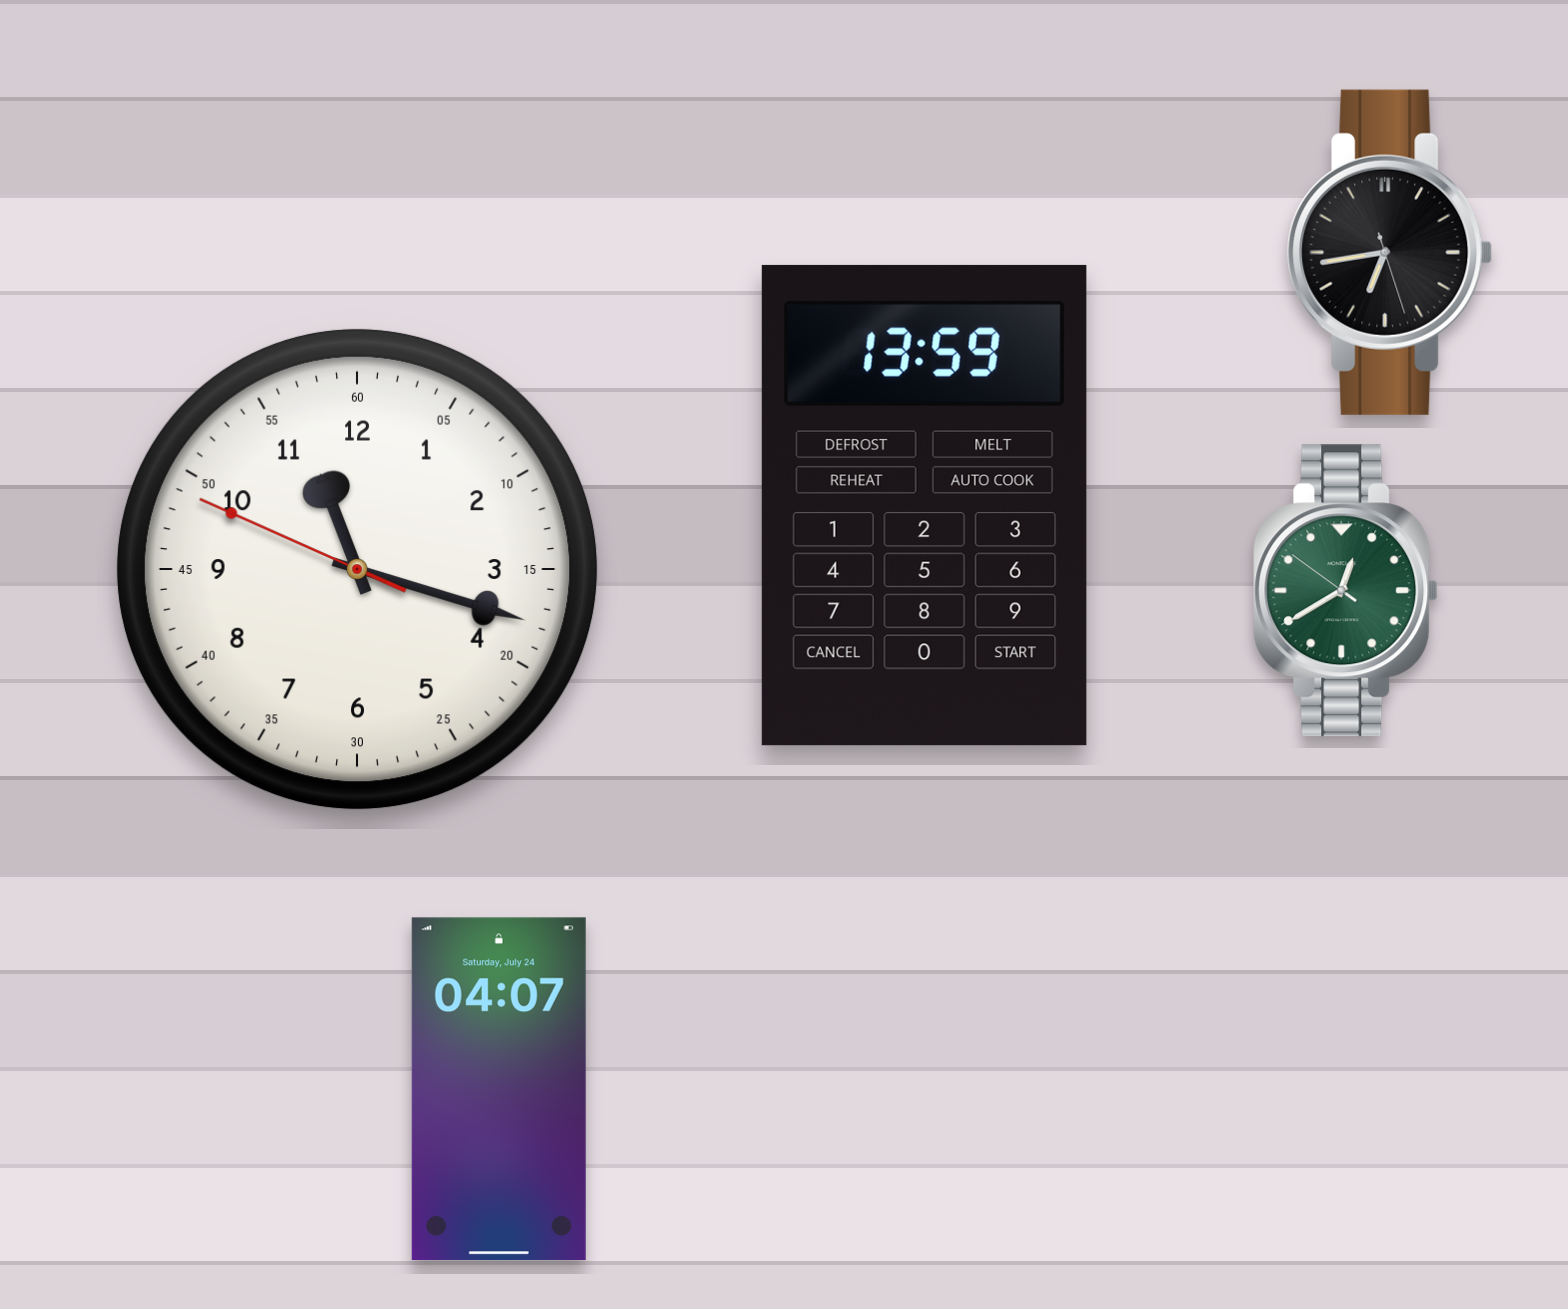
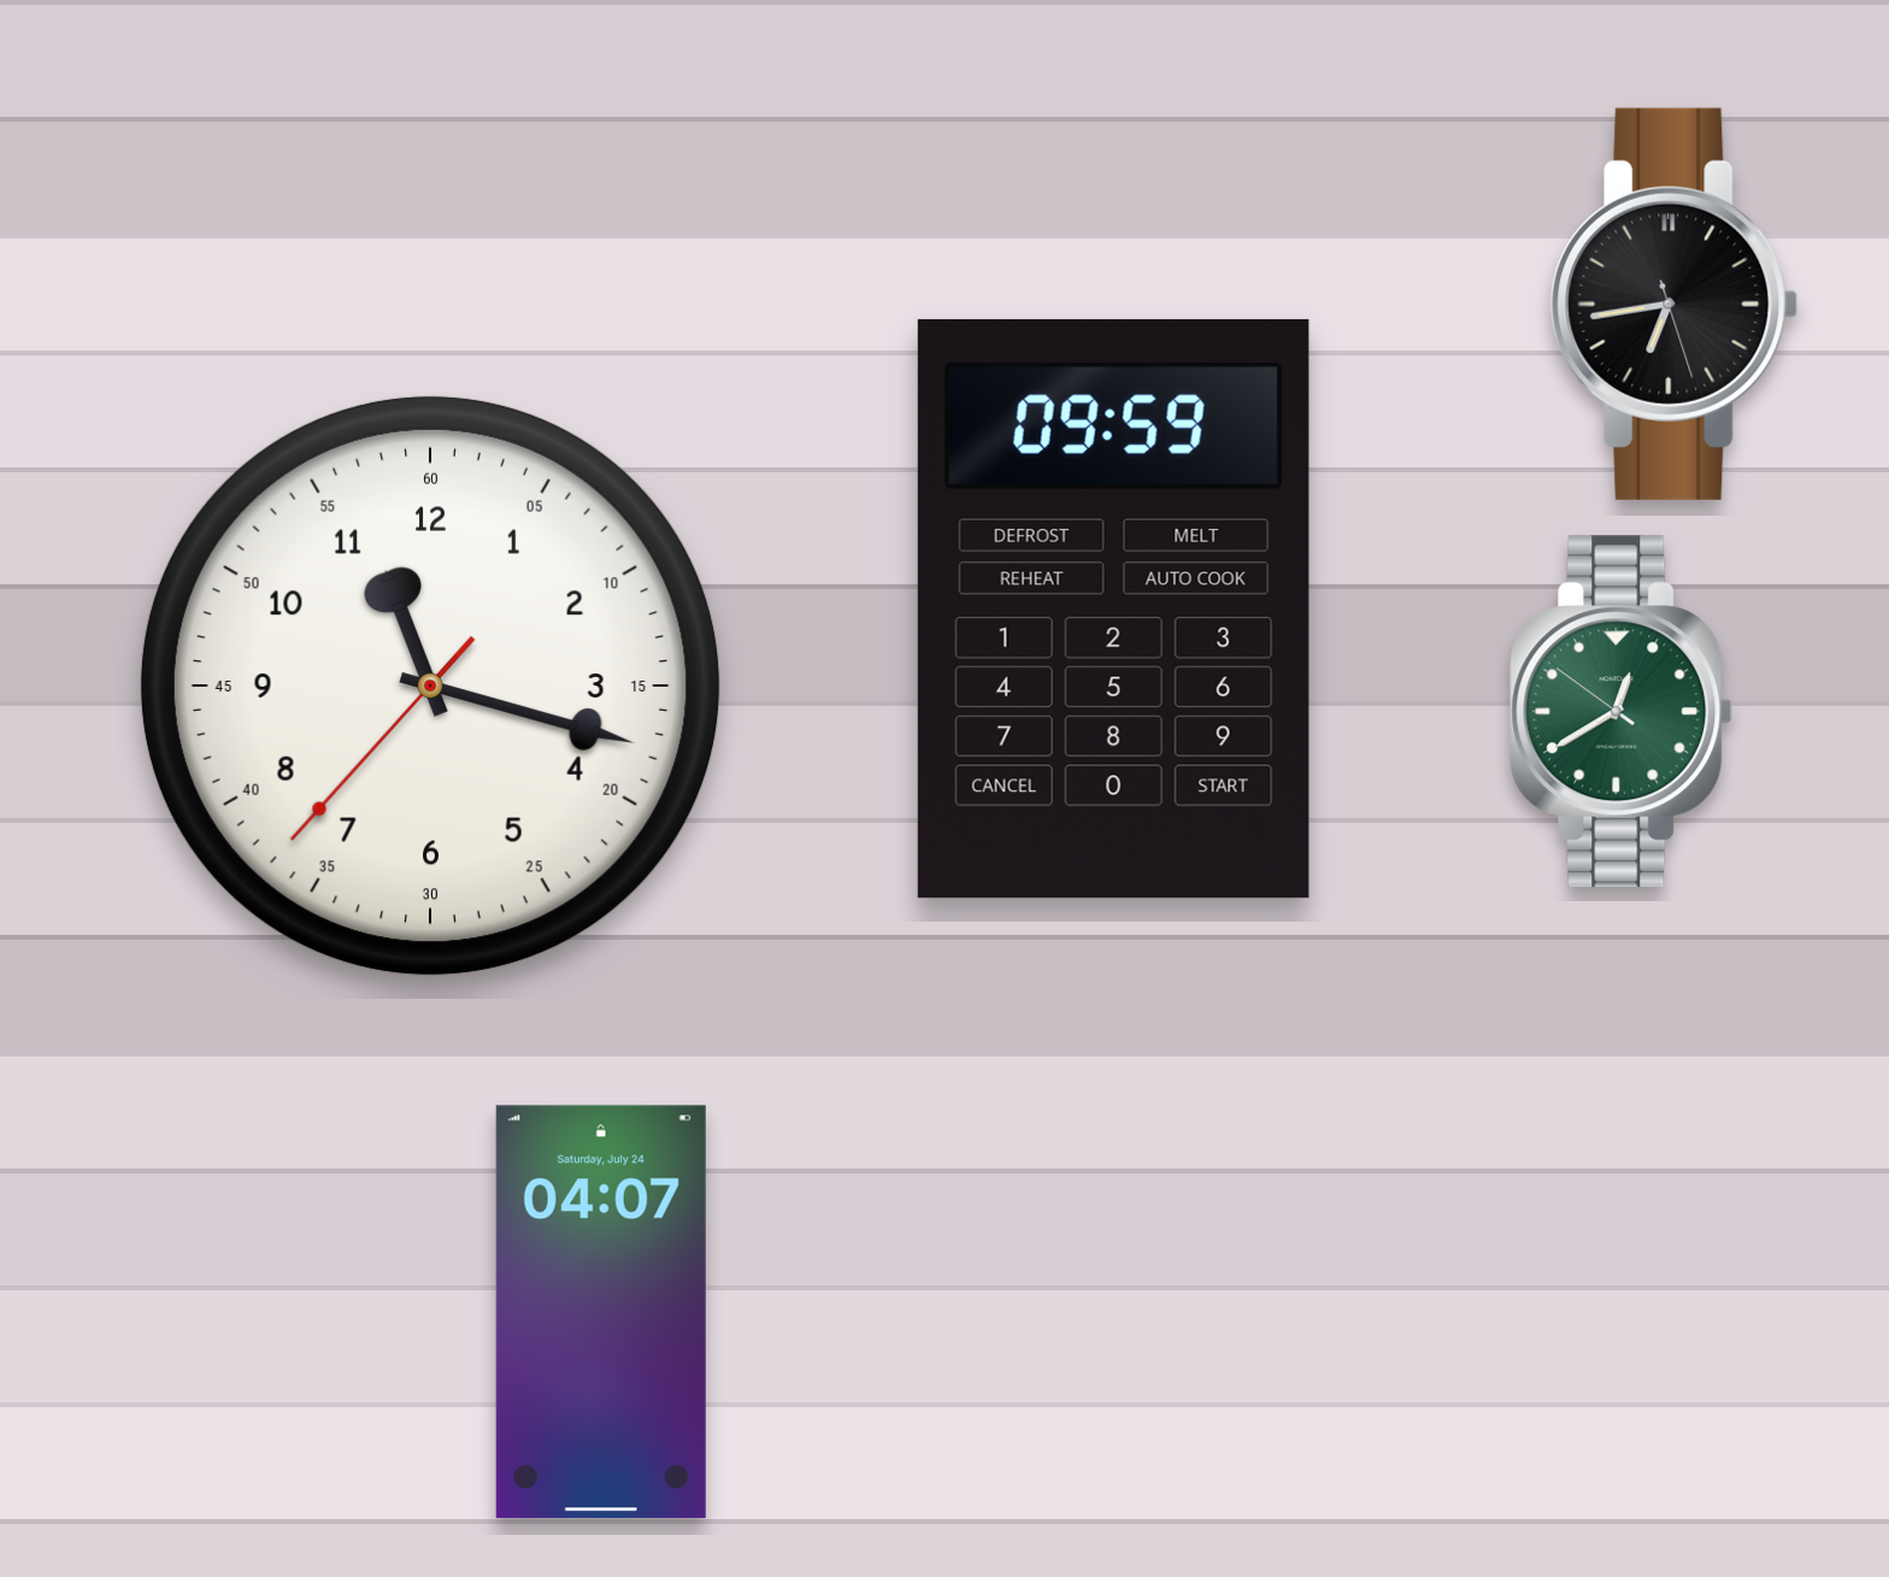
clock at (924, 505): 13:59 -> 09:59
clock at (357, 569): 11:17:49 -> 11:17:37
